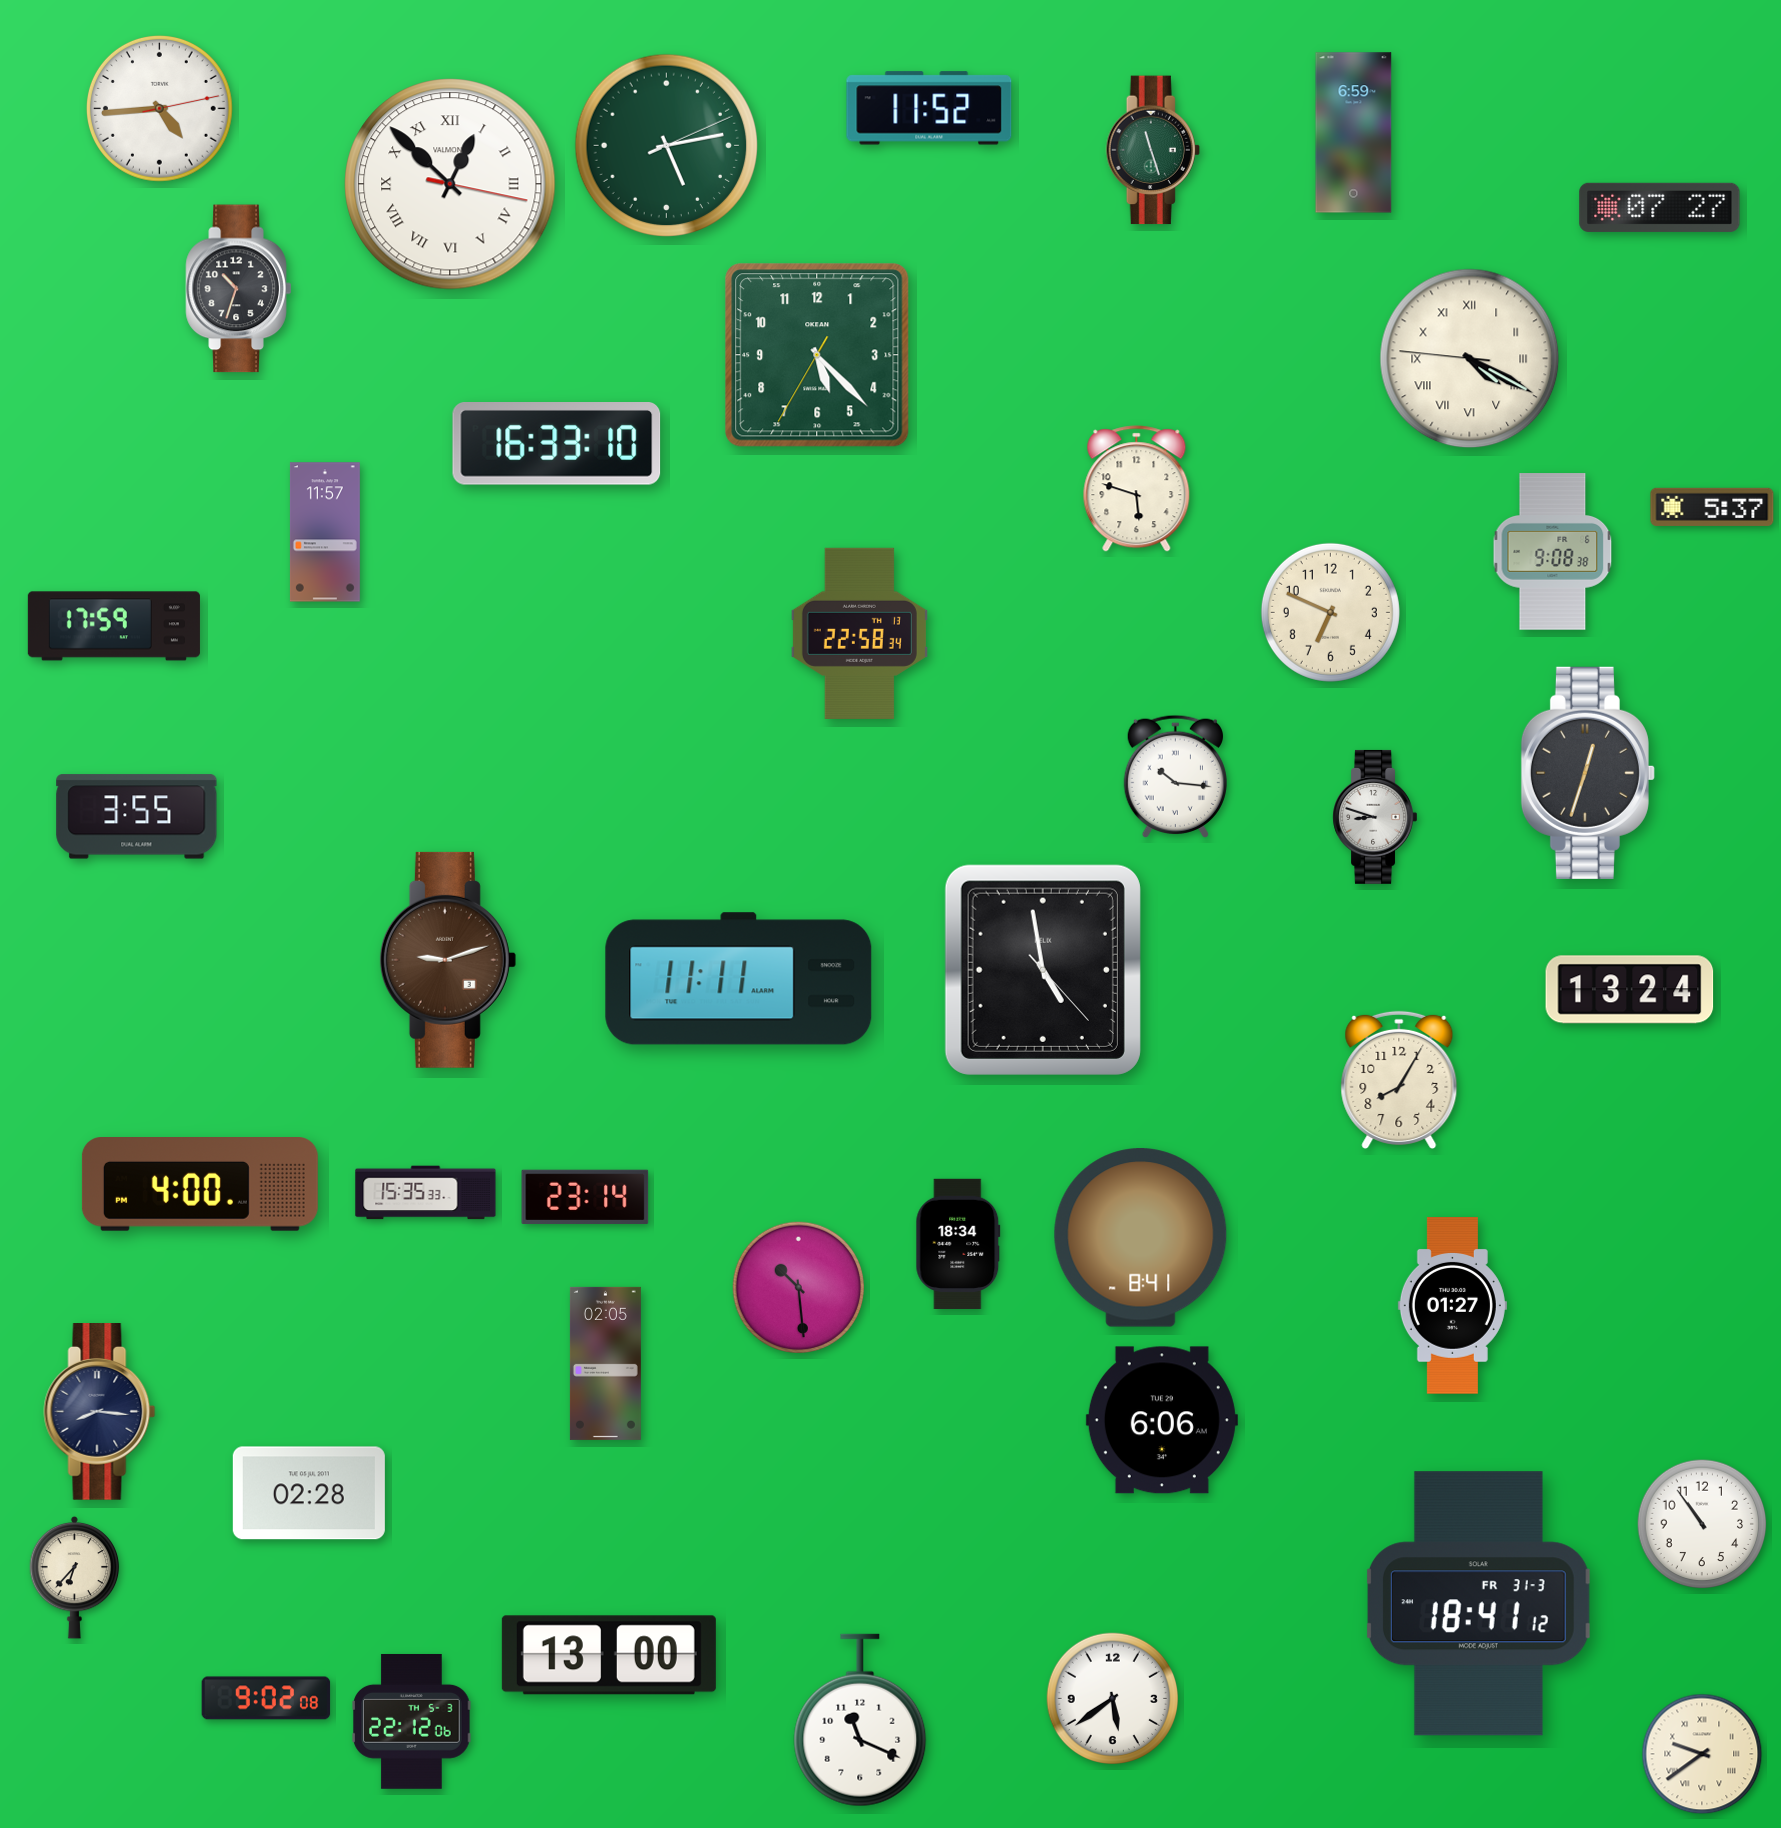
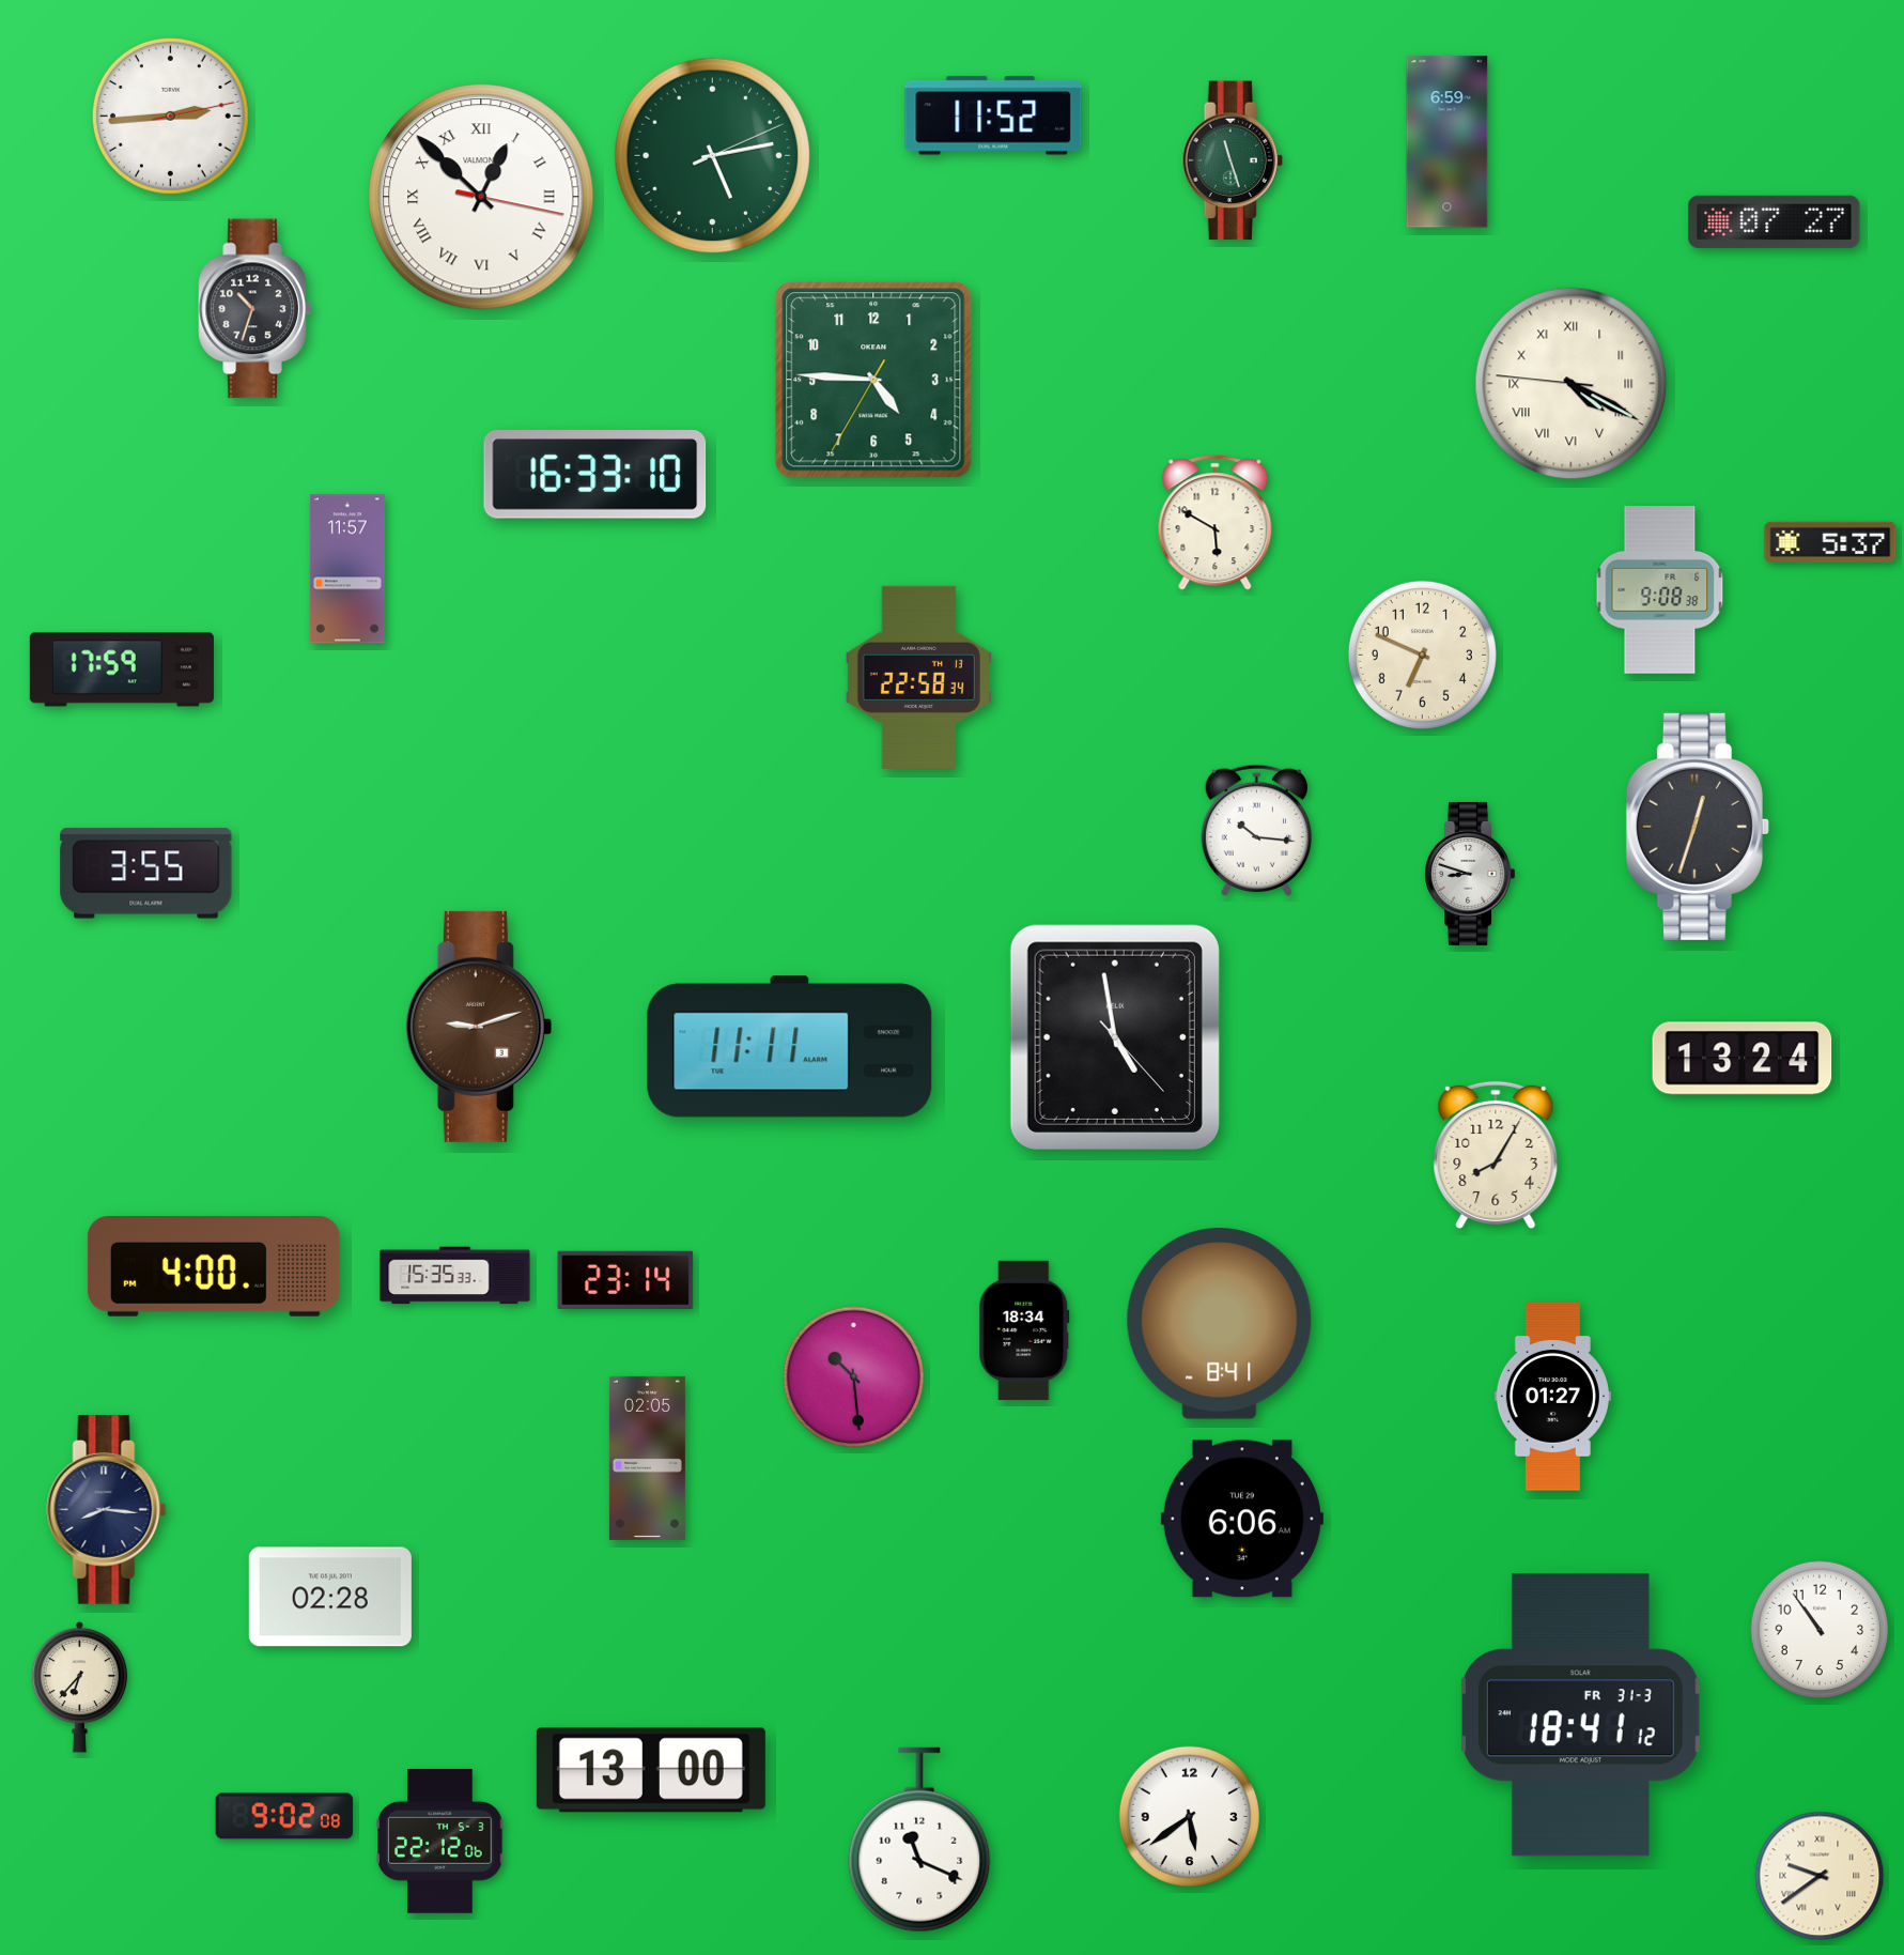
clock at (159, 108): 4:44 -> 2:44
clock at (817, 355): 5:22 -> 4:45
clock at (1137, 489): 5:48 -> 5:50
